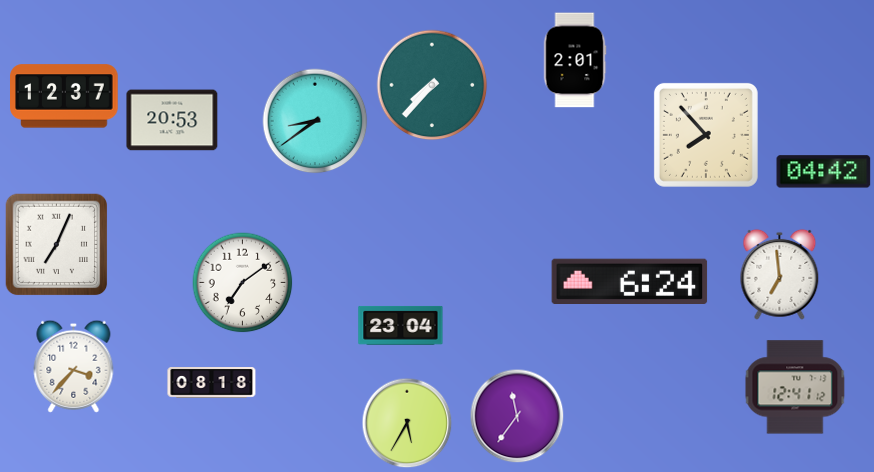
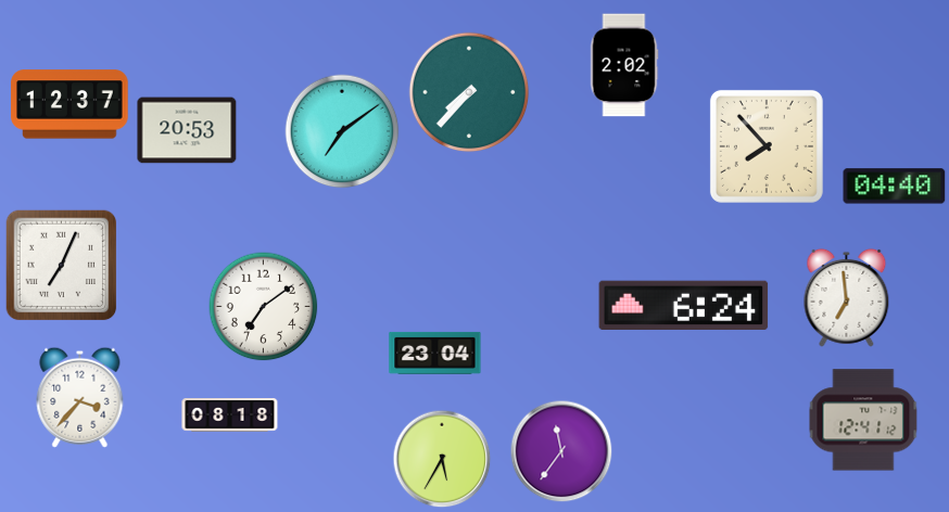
clock at (575, 60): 2:01 -> 2:02
clock at (315, 121): 8:39 -> 7:09
clock at (824, 172): 04:42 -> 04:40
